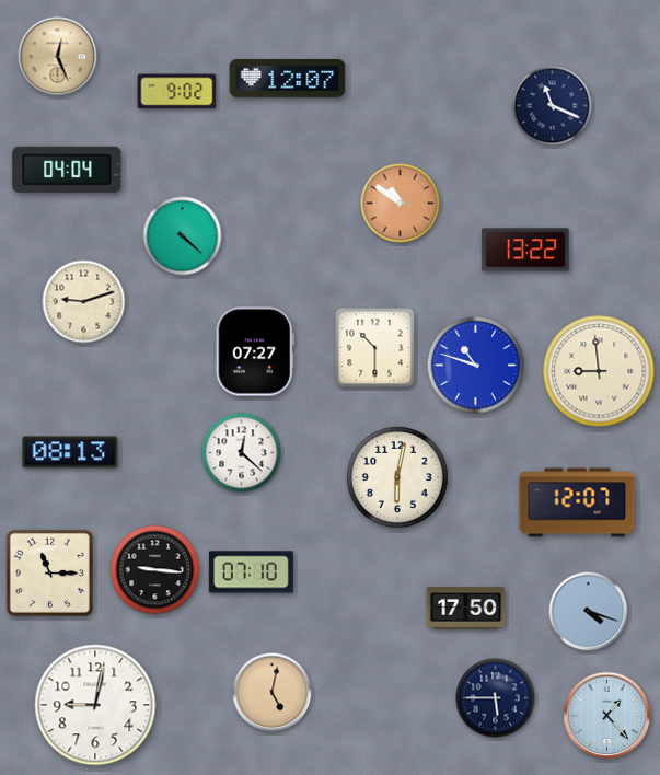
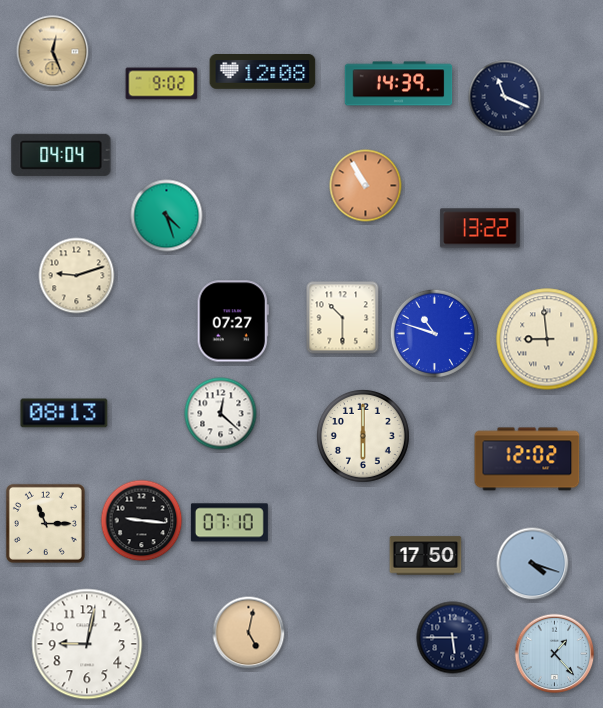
clock at (288, 79): 12:07 -> 12:08
clock at (399, 84): none -> 14:39
clock at (401, 204): 10:51 -> 10:55
clock at (183, 236): 4:22 -> 4:27
clock at (397, 477): 6:02 -> 6:00
clock at (577, 502): 12:07 -> 12:02
clock at (589, 612) position: (589, 612) -> (533, 564)
